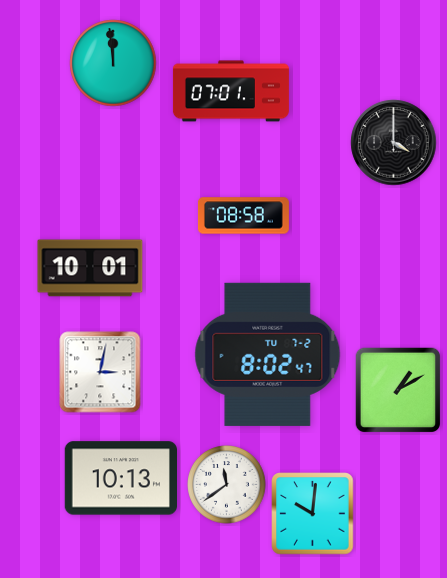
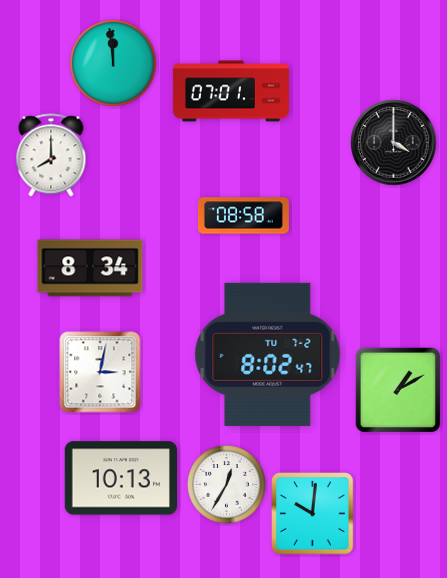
clock at (51, 155): none -> 8:00
clock at (90, 268): 10:01 -> 8:34
clock at (227, 485): 11:39 -> 12:35
